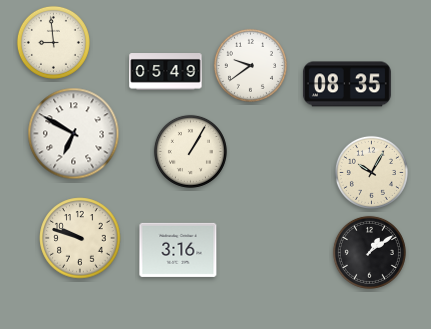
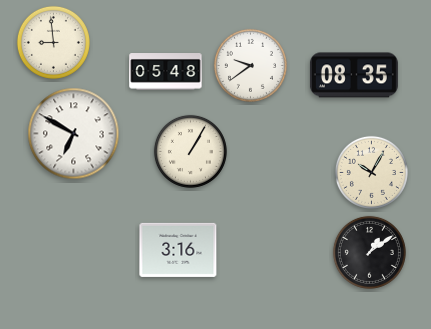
clock at (166, 72): 05:49 -> 05:48
clock at (347, 84) position: (347, 84) -> (354, 75)
clock at (80, 238): 9:48 -> none
